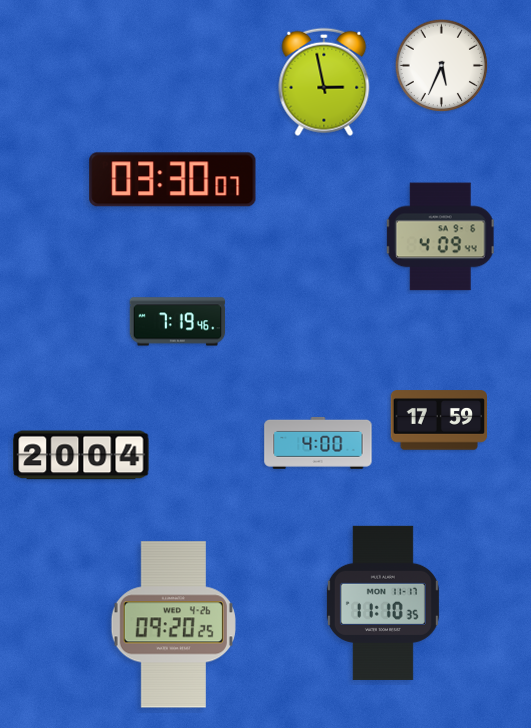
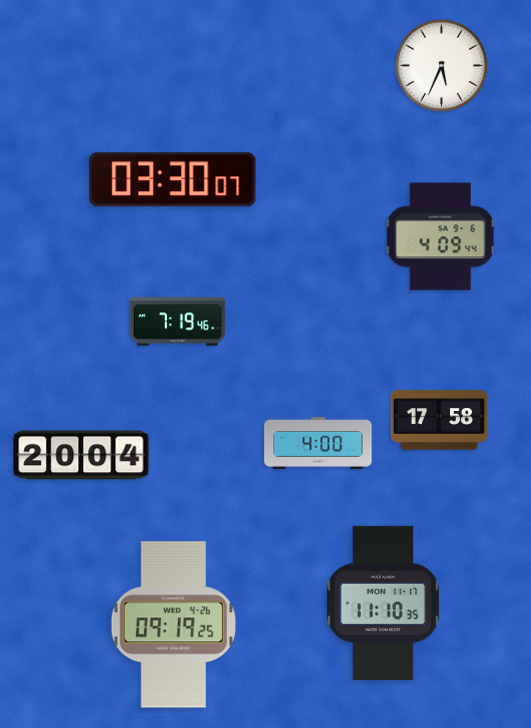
clock at (324, 82): 2:58 -> none
clock at (438, 420): 17:59 -> 17:58
clock at (173, 625): 09:20 -> 09:19
